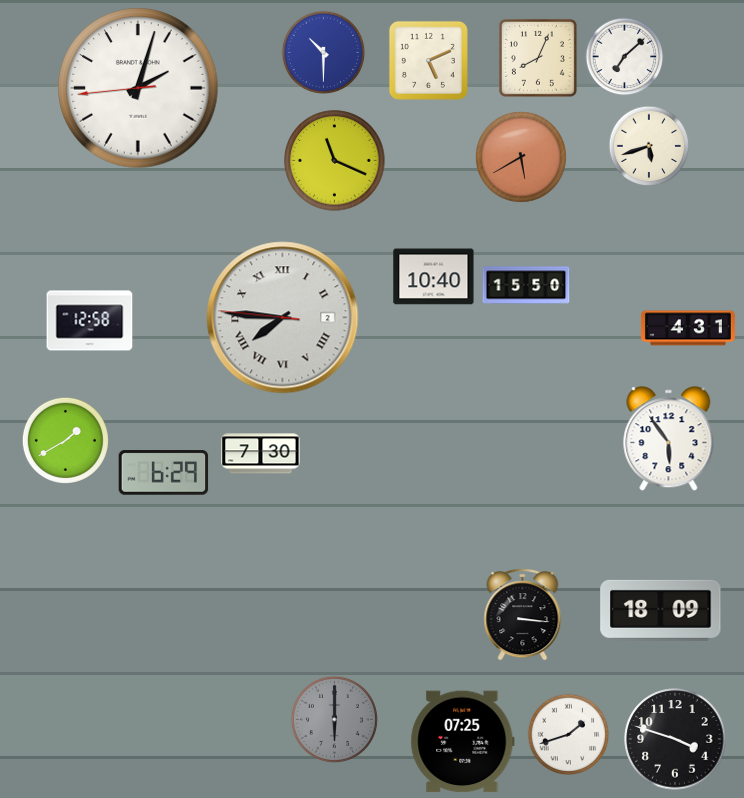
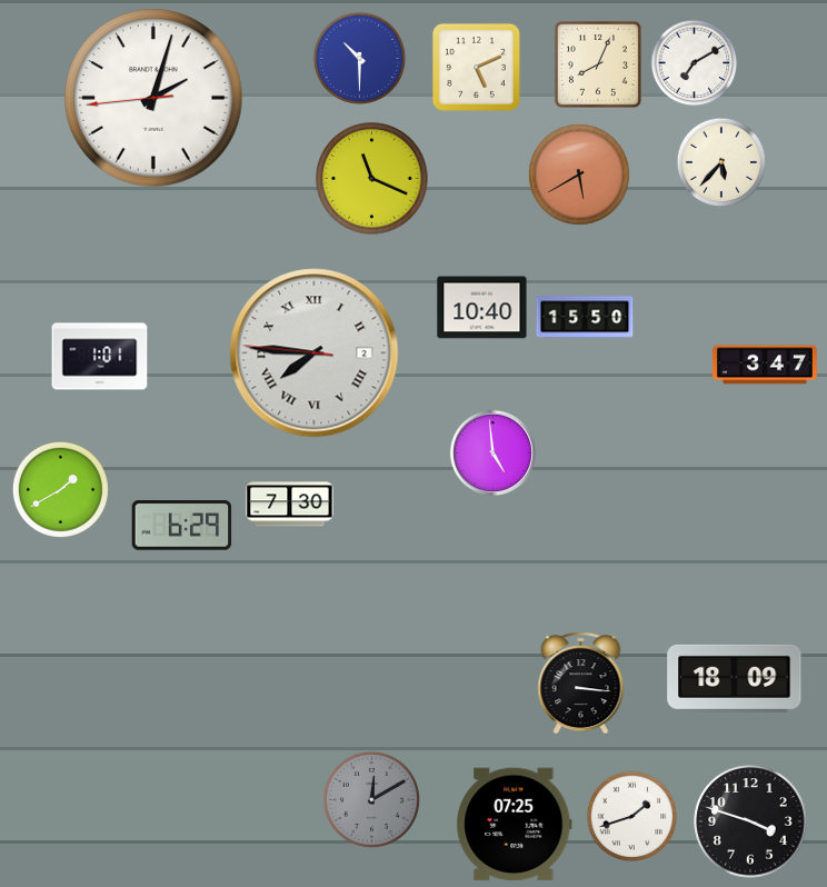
clock at (625, 57): 7:08 -> 7:10
clock at (649, 146): 5:42 -> 5:37
clock at (90, 321): 12:58 -> 1:01
clock at (688, 328): 4:31 -> 3:47
clock at (492, 452): none -> 4:59
clock at (669, 439): 5:54 -> none
clock at (65, 440) position: (65, 440) -> (60, 489)
clock at (334, 719): 6:00 -> 12:10
